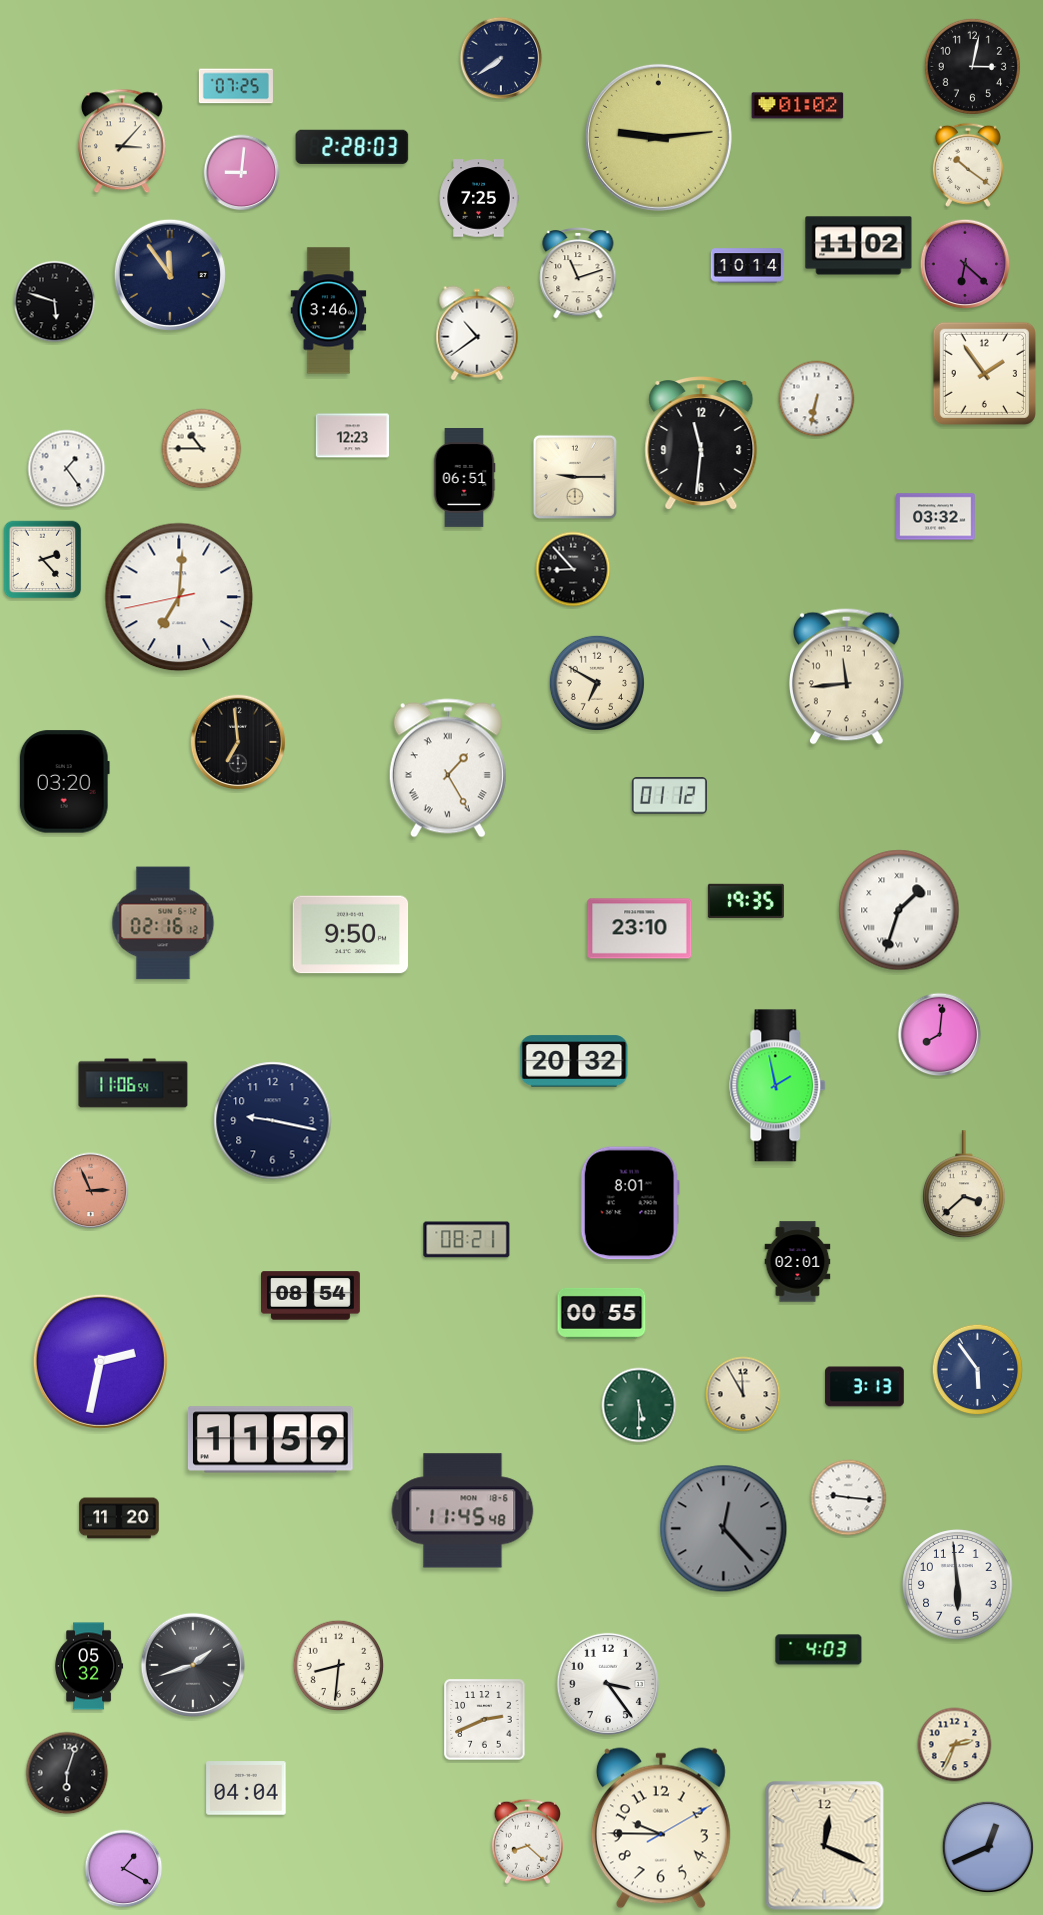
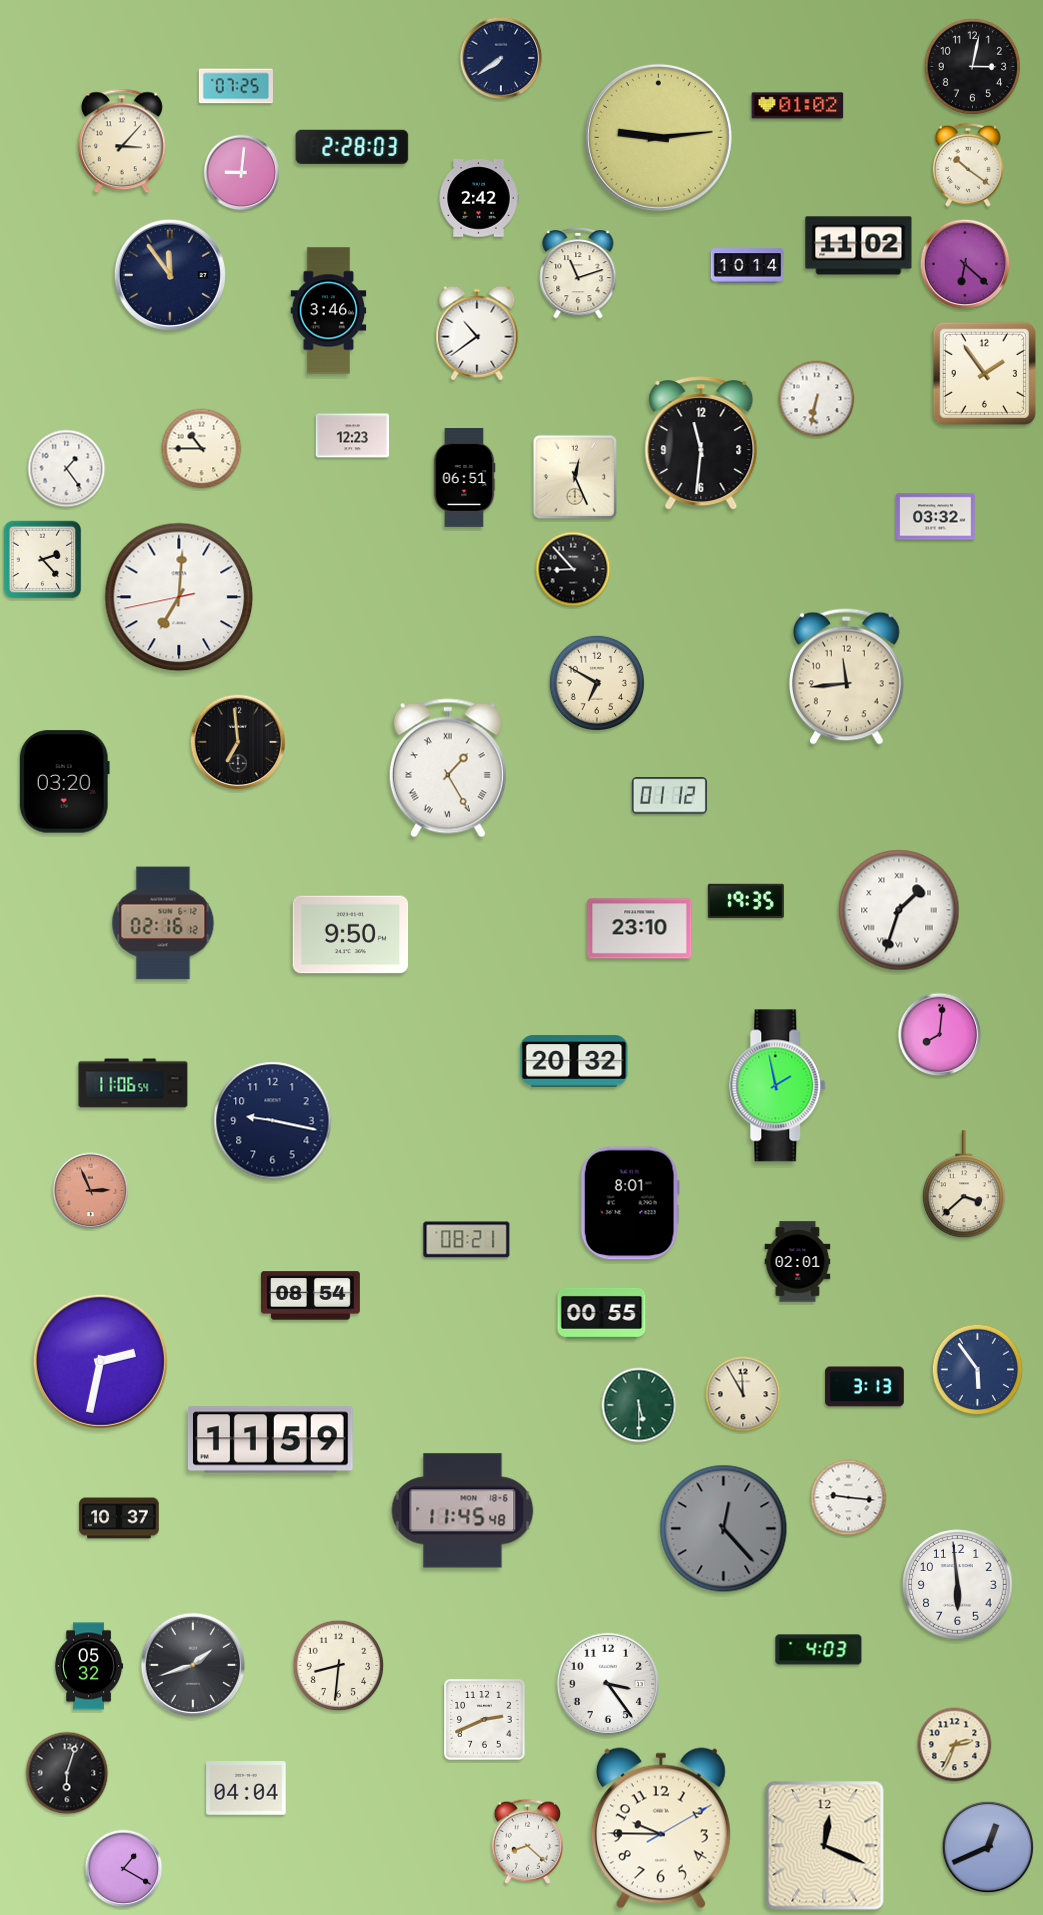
clock at (479, 198): 7:25 -> 2:42
clock at (55, 302): 5:48 -> none
clock at (575, 477): 9:15 -> 12:26
clock at (119, 1518): 11:20 -> 10:37
